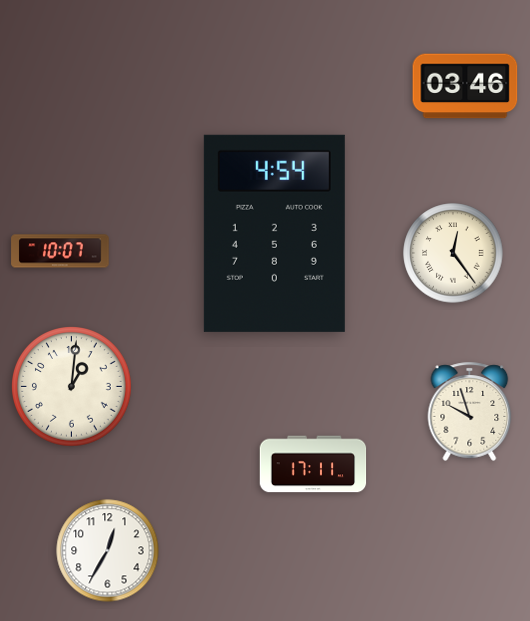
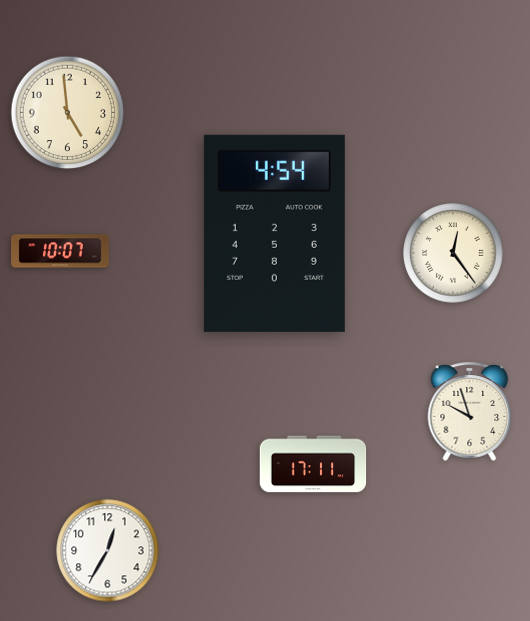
clock at (465, 86): 03:46 -> none
clock at (68, 113): none -> 4:59
clock at (72, 387): 1:01 -> none
